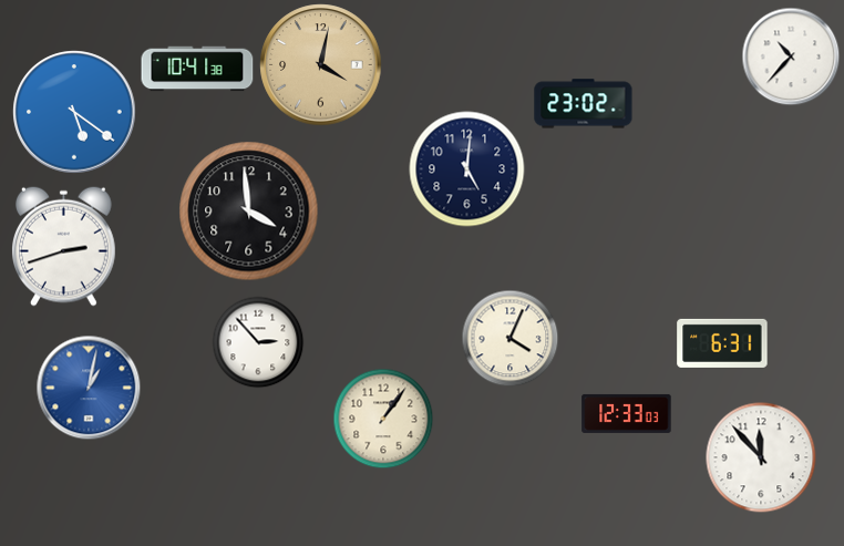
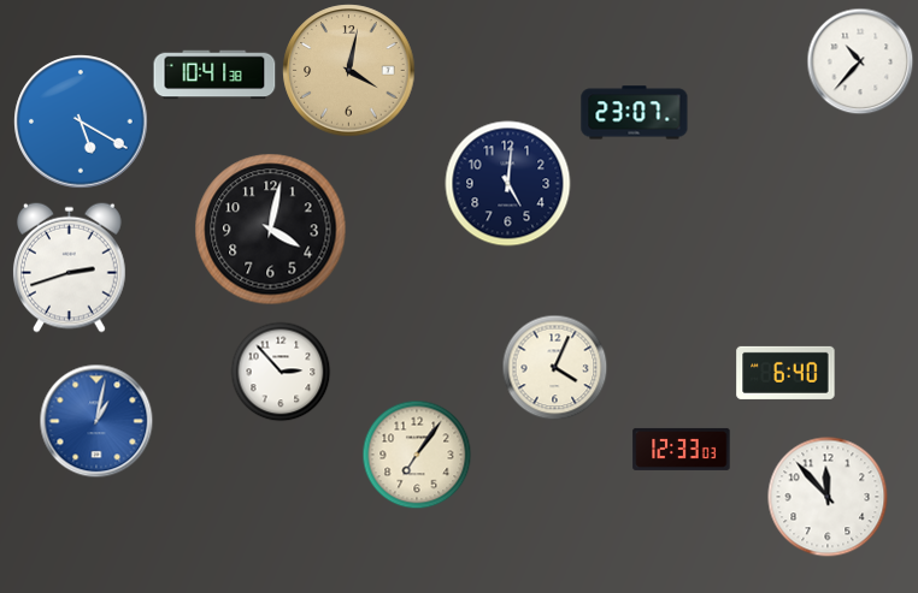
clock at (584, 104): 23:02 -> 23:07
clock at (74, 112): 5:21 -> 5:20
clock at (249, 212): 3:59 -> 4:02
clock at (722, 343): 6:31 -> 6:40
clock at (383, 419): 1:06 -> 7:06
